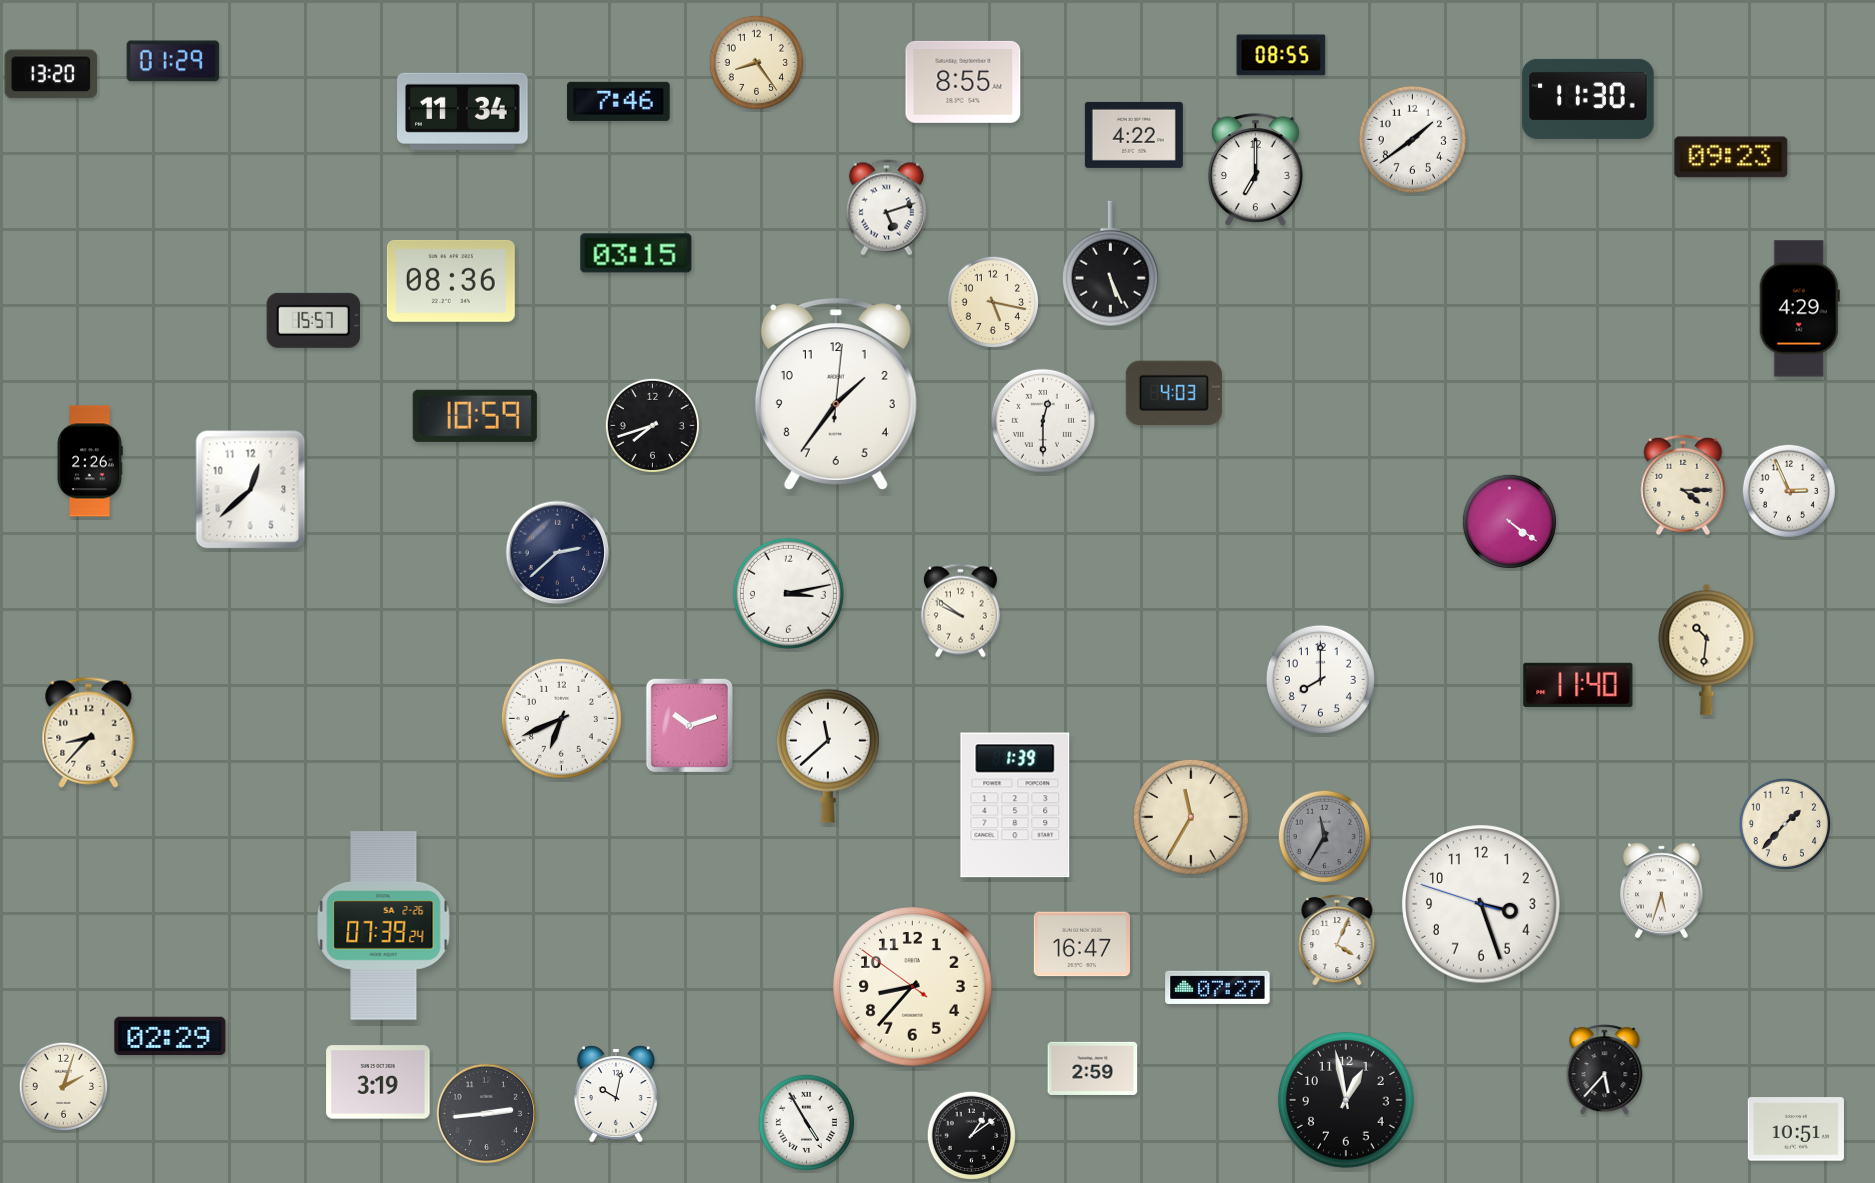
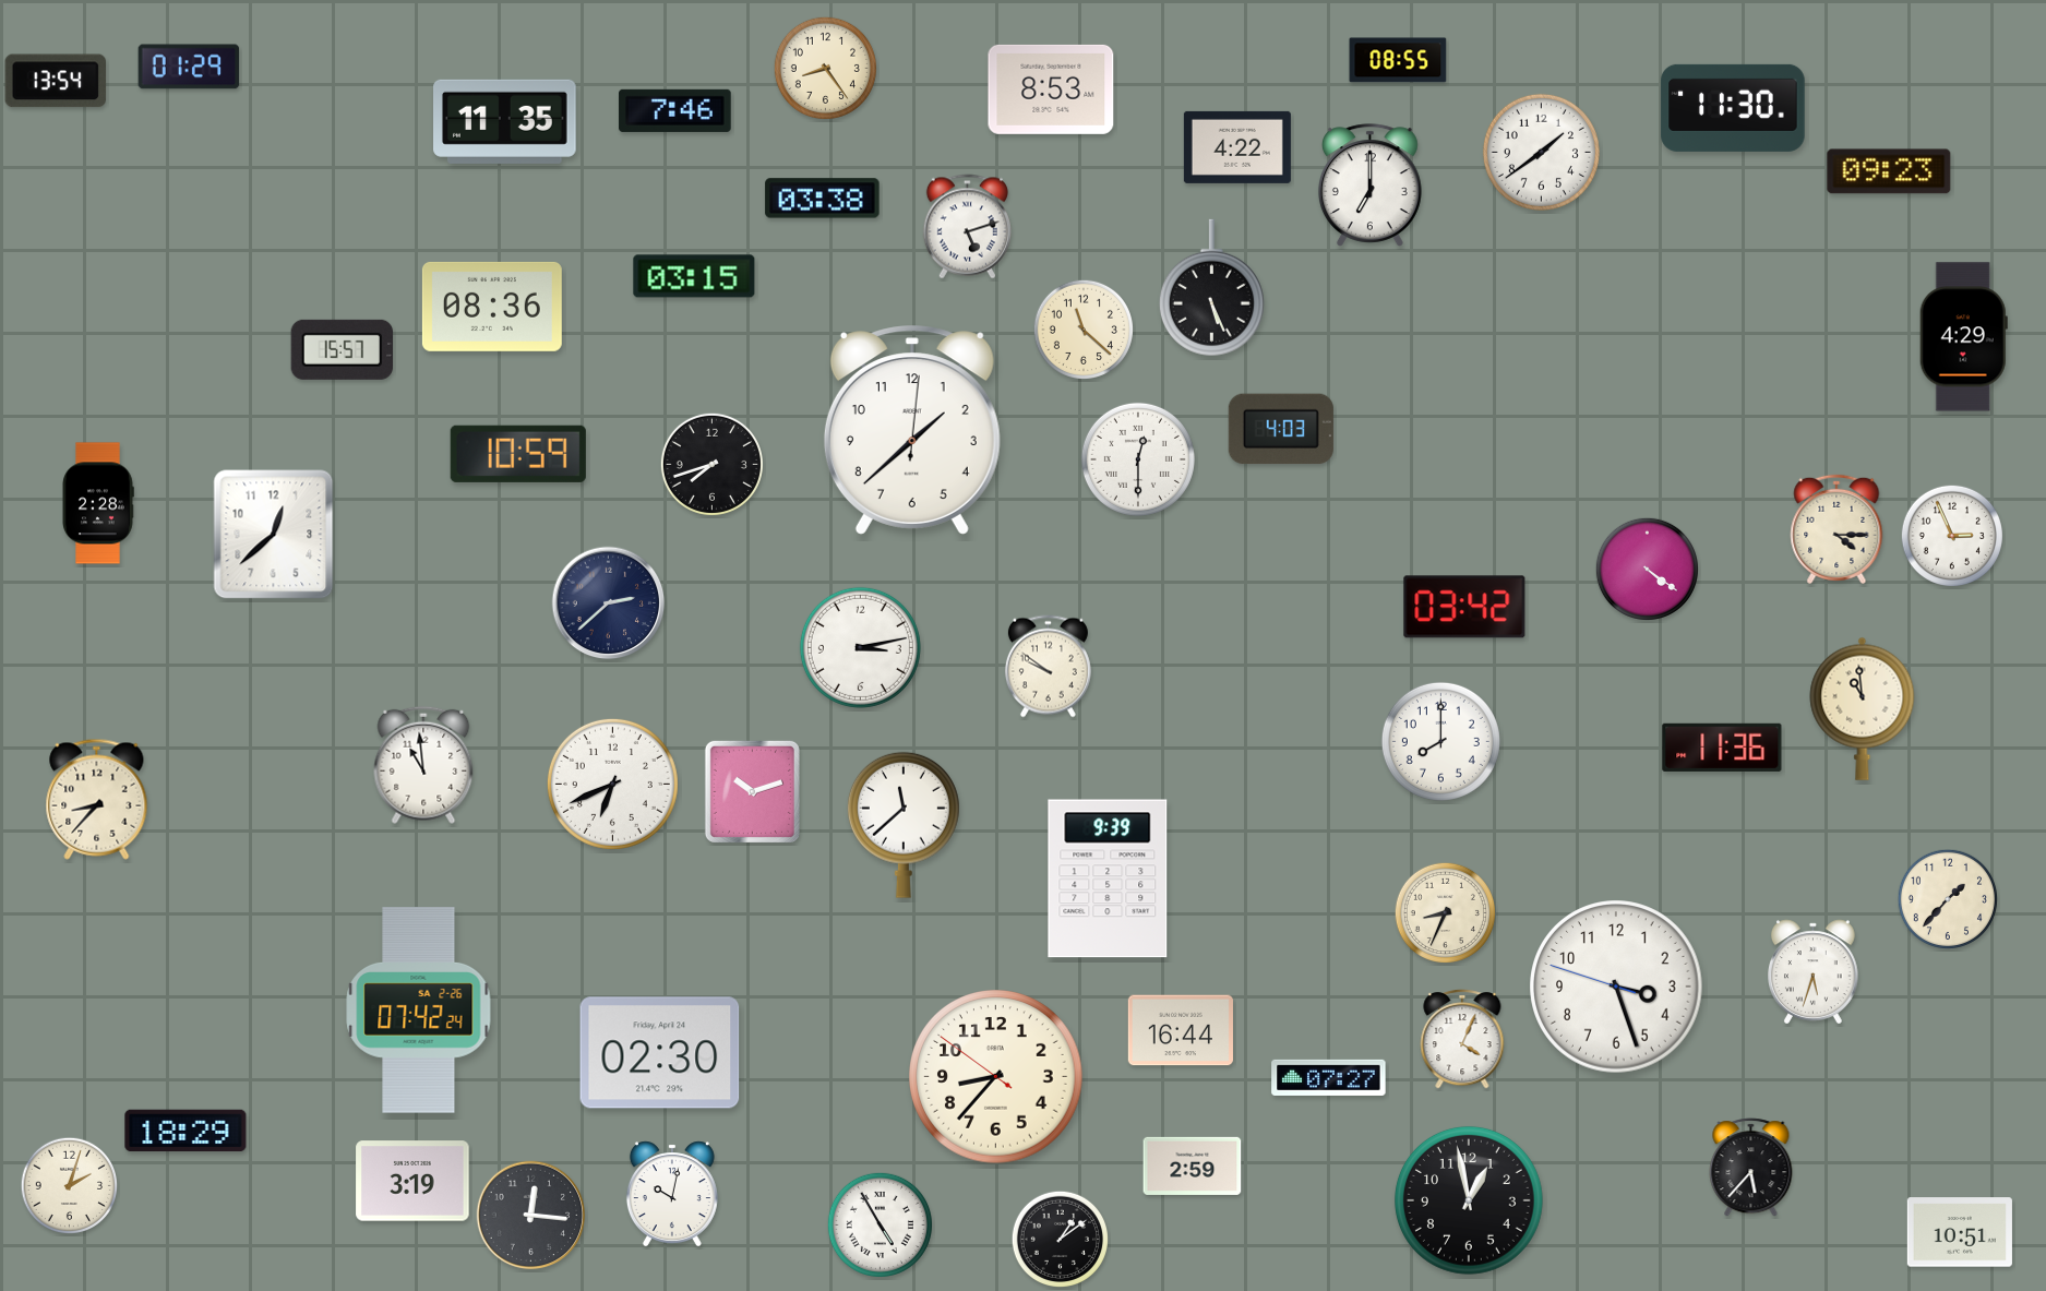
clock at (50, 74): 13:20 -> 13:54
clock at (963, 82): 8:55 -> 8:53
clock at (463, 111): 11:34 -> 11:35
clock at (823, 199): none -> 03:38
clock at (992, 301): 5:17 -> 11:22
clock at (836, 394): 1:36 -> 1:38
clock at (90, 461): 2:26 -> 2:28
clock at (1464, 607): none -> 03:42
clock at (1707, 649): 10:31 -> 10:59
clock at (1578, 685): 11:40 -> 11:36
clock at (423, 765): none -> 10:59
clock at (1015, 805): 1:39 -> 9:39
clock at (1191, 817): 11:35 -> none
clock at (1324, 836): 11:35 -> 8:34
clock at (1324, 836) dial: grey -> cream
clock at (384, 926): 07:39 -> 07:42
clock at (1337, 941) position: (1337, 941) -> (1462, 1040)
clock at (1082, 944): 16:47 -> 16:44
clock at (660, 1053): none -> 02:30
clock at (170, 1036): 02:29 -> 18:29
clock at (487, 1114): 2:44 -> 12:16
